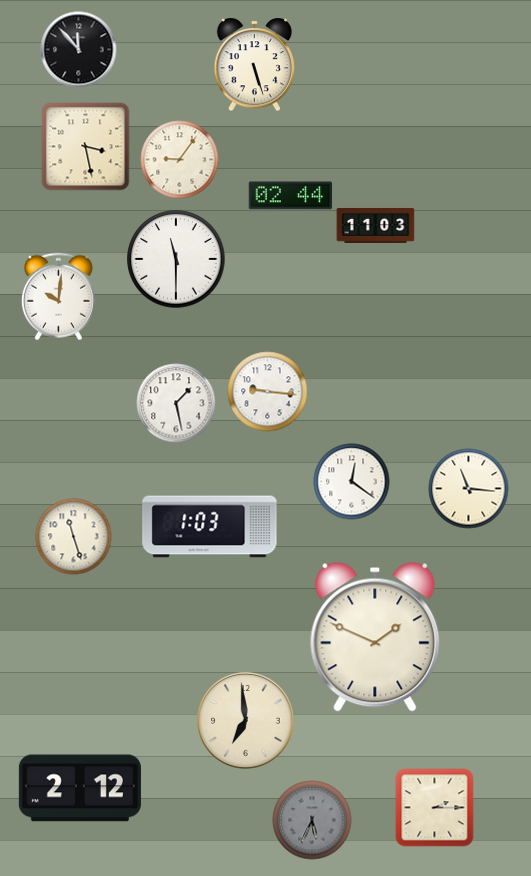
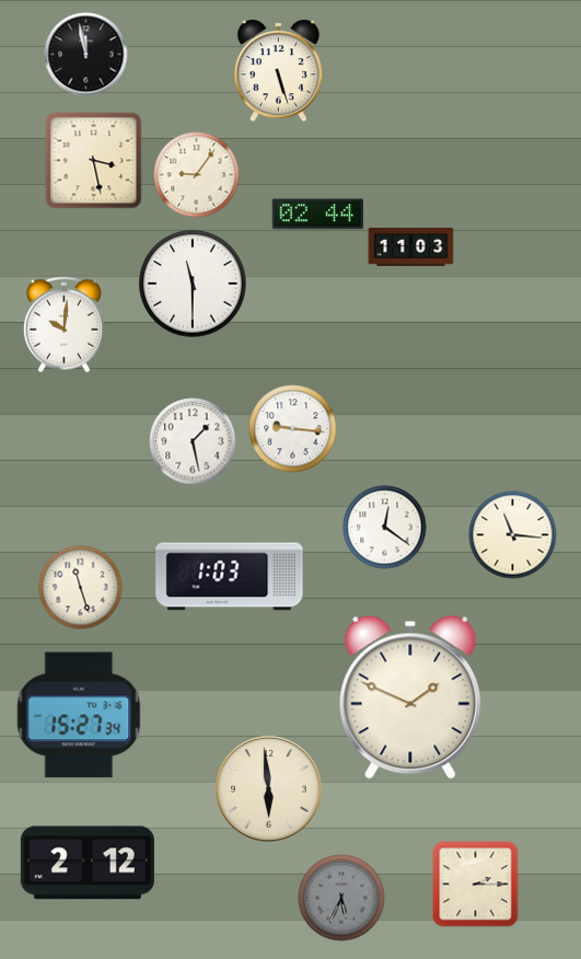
clock at (79, 50): 11:53 -> 11:58
clock at (79, 715): none -> 15:27
clock at (246, 721): 6:59 -> 5:59
